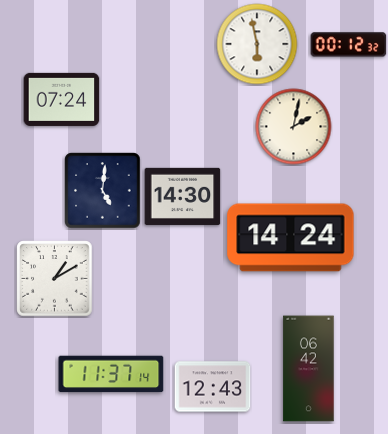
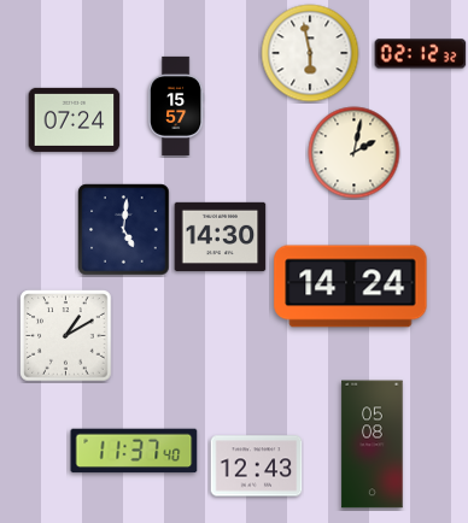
clock at (349, 45): 00:12 -> 02:12
clock at (176, 106): none -> 15:57
clock at (309, 369): 06:42 -> 05:08
clock at (111, 374): 11:37:14 -> 11:37:40
